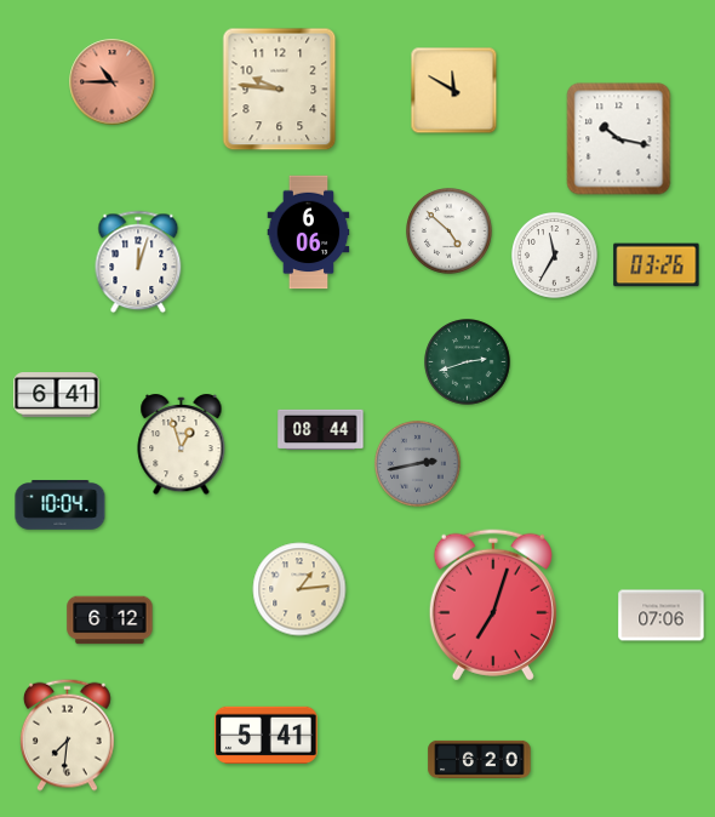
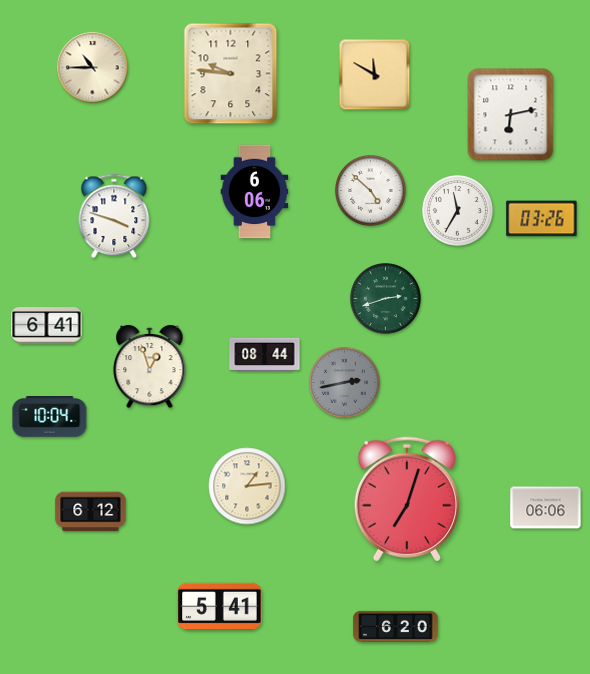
clock at (113, 82) dial: salmon -> cream
clock at (619, 139): 10:17 -> 6:13
clock at (138, 262): 12:03 -> 3:48
clock at (662, 616): 07:06 -> 06:06
clock at (68, 735): 7:31 -> none
